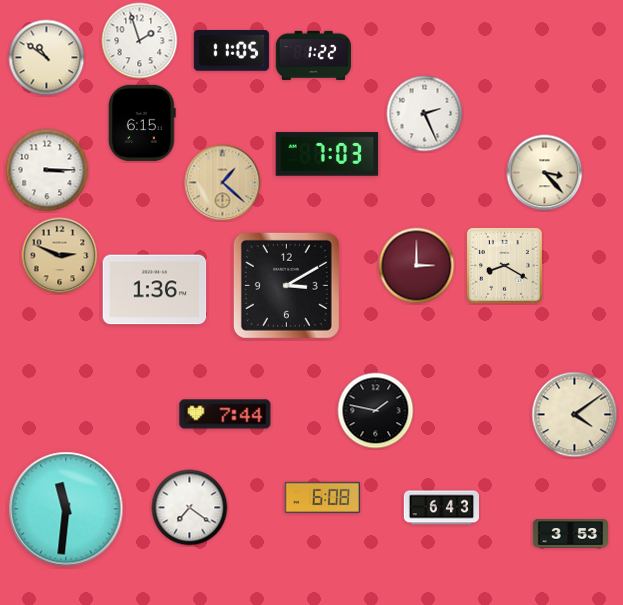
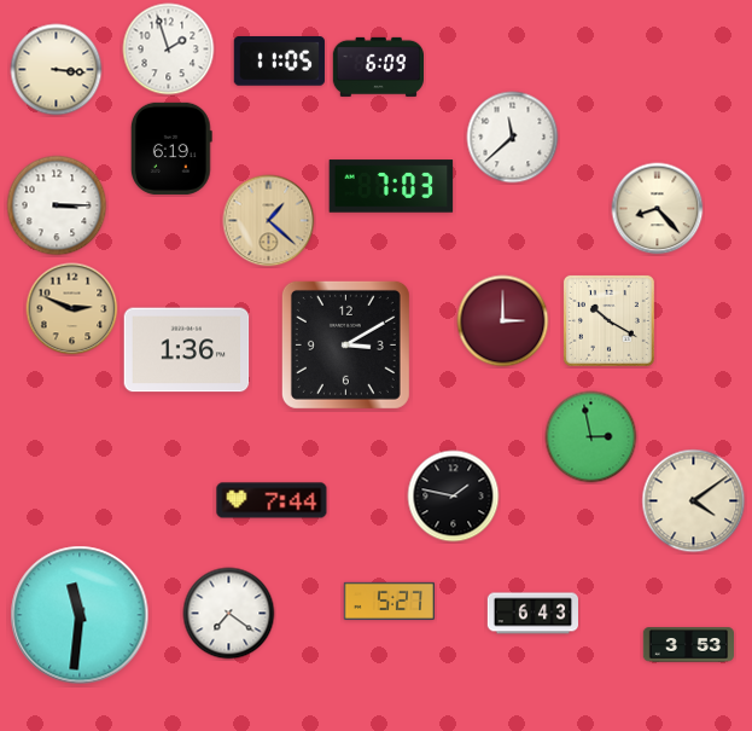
clock at (313, 55): 1:22 -> 6:09
clock at (47, 58): 10:51 -> 3:16
clock at (425, 114): 2:26 -> 11:38
clock at (142, 123): 6:15 -> 6:19
clock at (327, 154) position: (327, 154) -> (391, 186)
clock at (545, 173): 3:23 -> 8:23
clock at (504, 265): 8:20 -> 10:20
clock at (591, 437): none -> 2:58
clock at (322, 497): 6:08 -> 5:27
